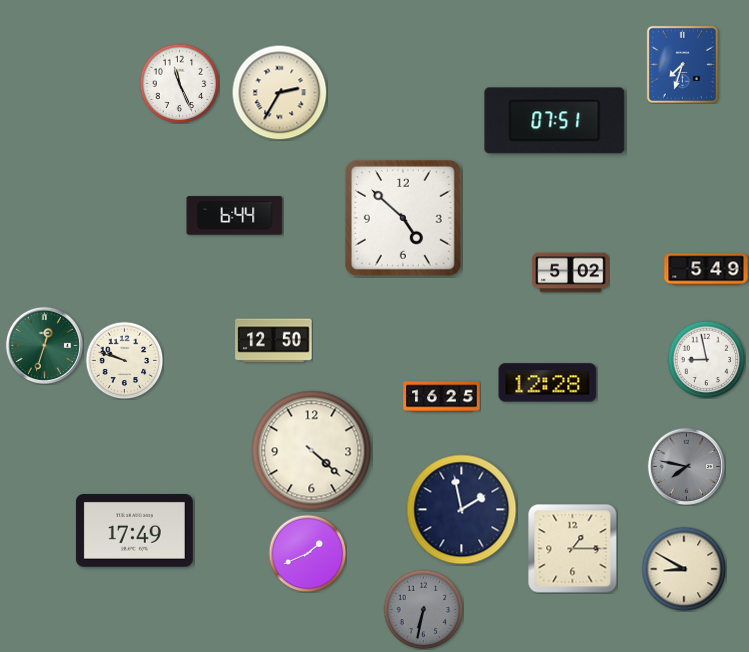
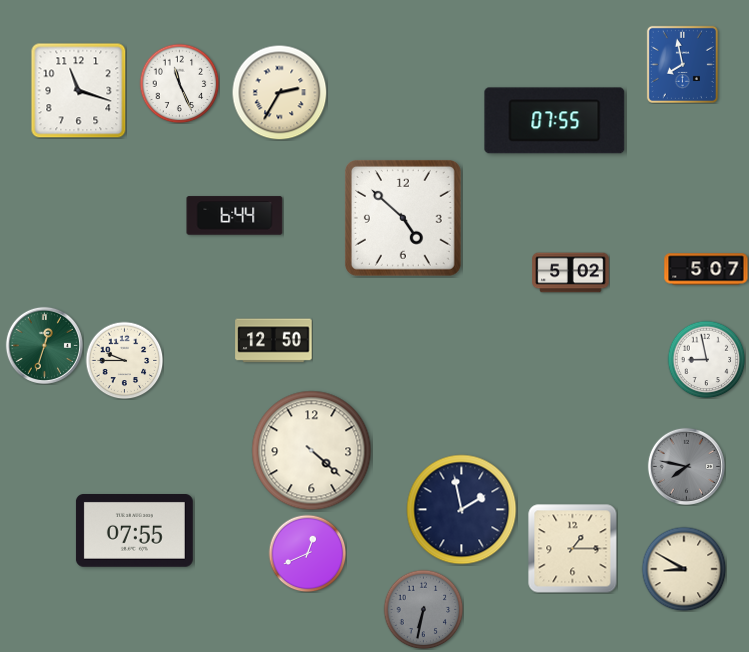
clock at (682, 64): 7:33 -> 7:58
clock at (78, 90): none -> 11:18
clock at (555, 121): 07:51 -> 07:55
clock at (706, 269): 5:49 -> 5:07
clock at (124, 360): 9:48 -> 9:45
clock at (548, 383): 12:28 -> none
clock at (442, 397): 16:25 -> none
clock at (134, 531): 17:49 -> 07:55
clock at (307, 553): 1:41 -> 12:41
